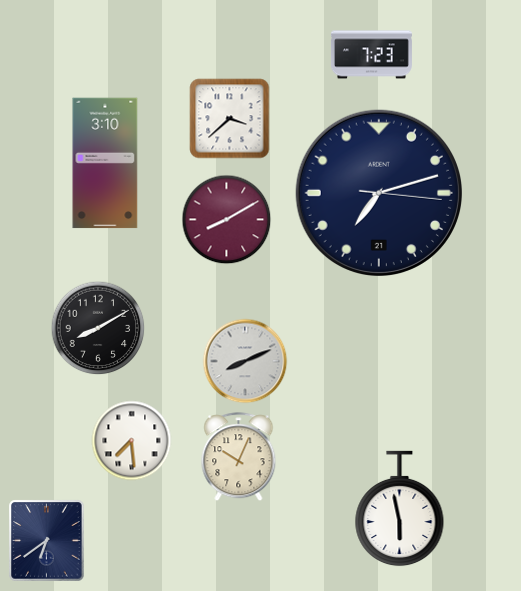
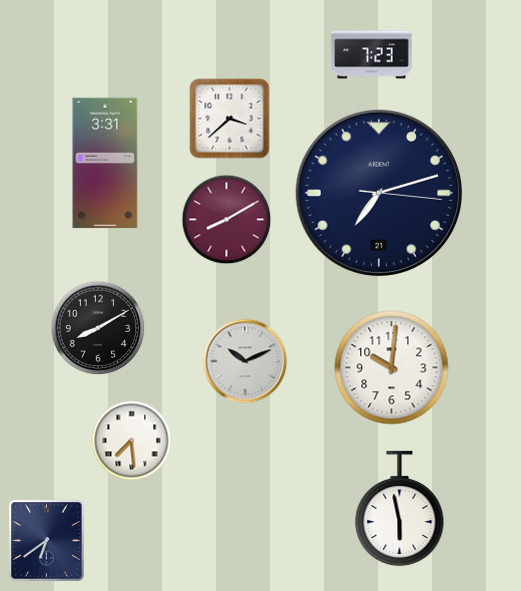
clock at (105, 163): 3:10 -> 3:31
clock at (245, 361): 8:11 -> 10:11
clock at (392, 368): none -> 10:01
clock at (239, 457): 10:04 -> none
